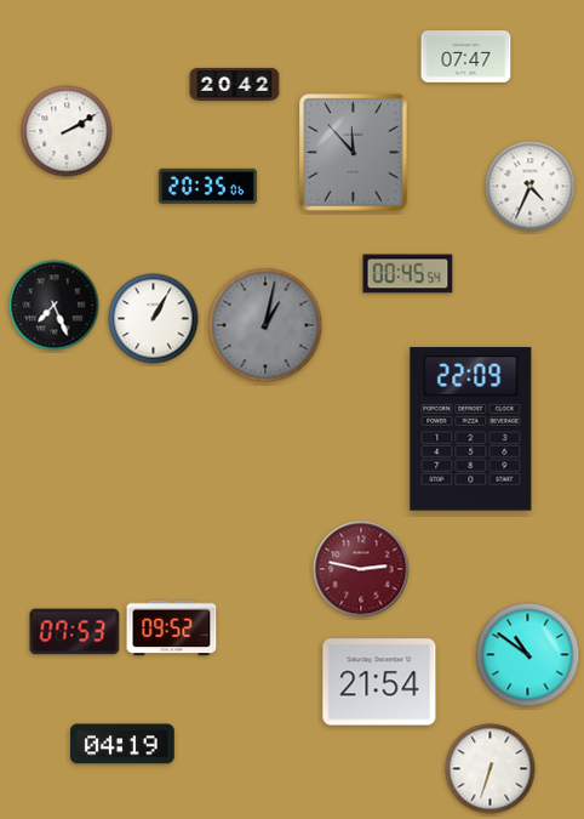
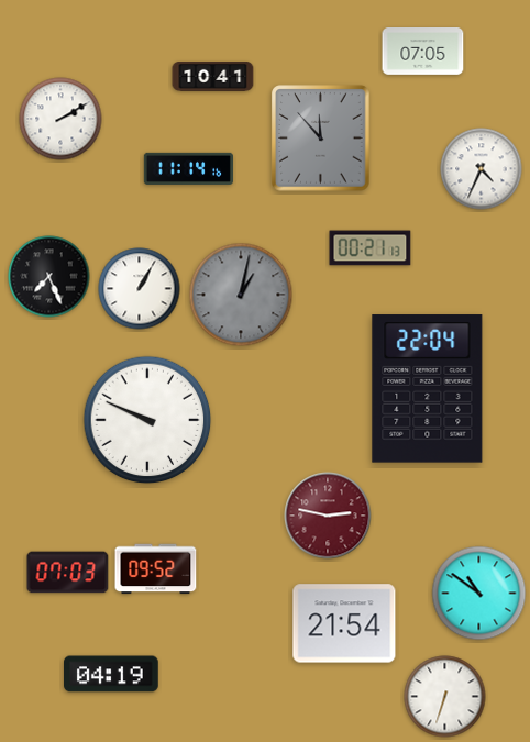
clock at (466, 57): 07:47 -> 07:05
clock at (235, 84): 20:42 -> 10:41
clock at (207, 186): 20:35 -> 11:14
clock at (408, 274): 00:45 -> 00:21
clock at (471, 430): 22:09 -> 22:04
clock at (147, 420): none -> 9:49
clock at (75, 632): 07:53 -> 07:03
clock at (379, 682) position: (379, 682) -> (344, 623)
